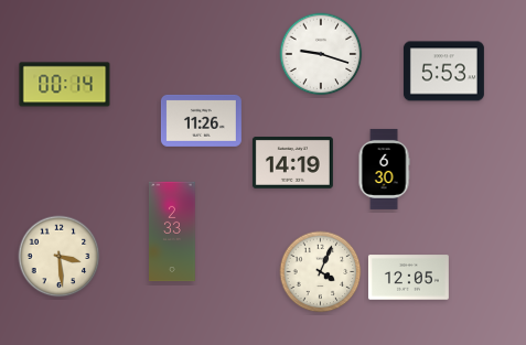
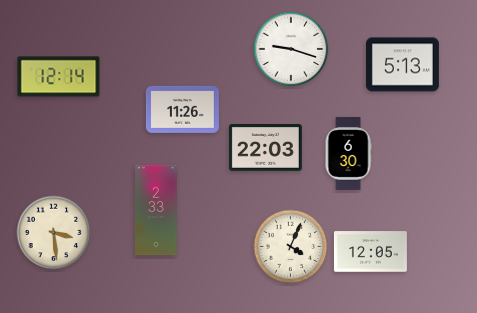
clock at (443, 72): 5:53 -> 5:13
clock at (65, 85): 00:14 -> 12:14
clock at (292, 163): 14:19 -> 22:03
